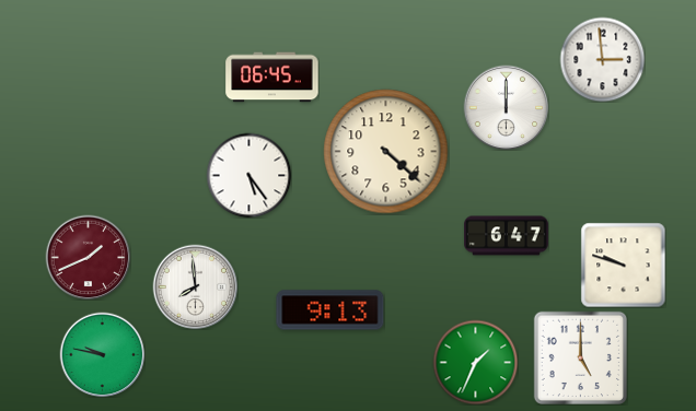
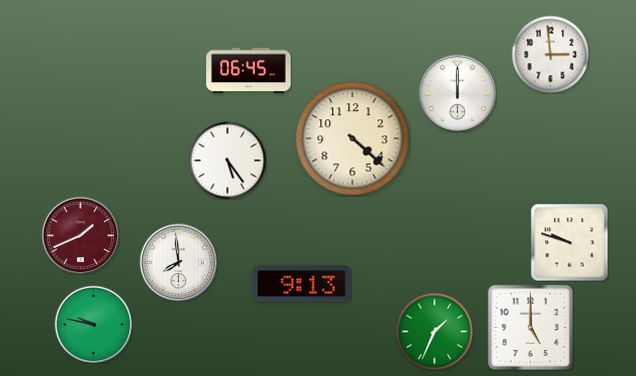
clock at (506, 107) position: (506, 107) -> (457, 93)
clock at (507, 236): 6:47 -> none
